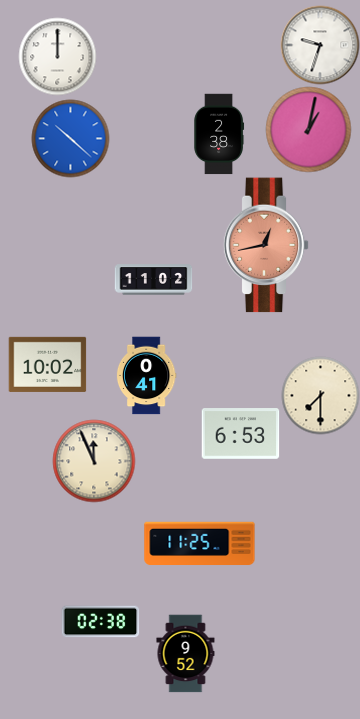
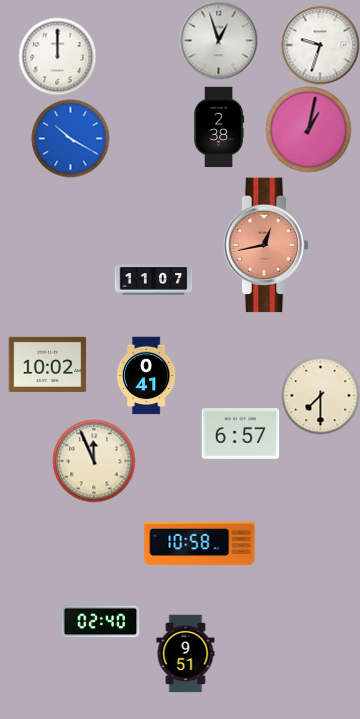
clock at (218, 40): none -> 12:57
clock at (219, 134) position: (219, 134) -> (219, 127)
clock at (70, 138): 10:22 -> 10:20
clock at (153, 280): 11:02 -> 11:07
clock at (240, 434): 6:53 -> 6:57
clock at (200, 544): 11:25 -> 10:58
clock at (100, 622): 02:38 -> 02:40
clock at (186, 653): 9:52 -> 9:51
